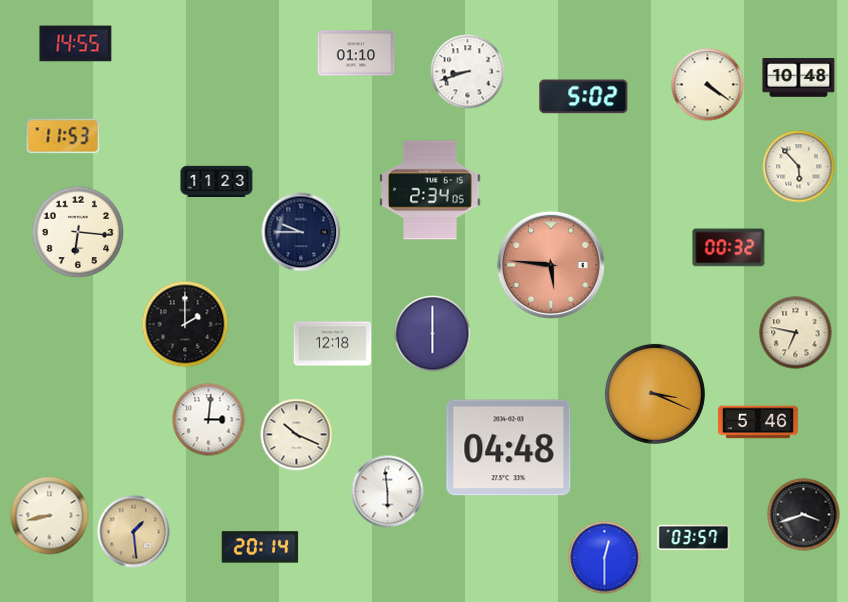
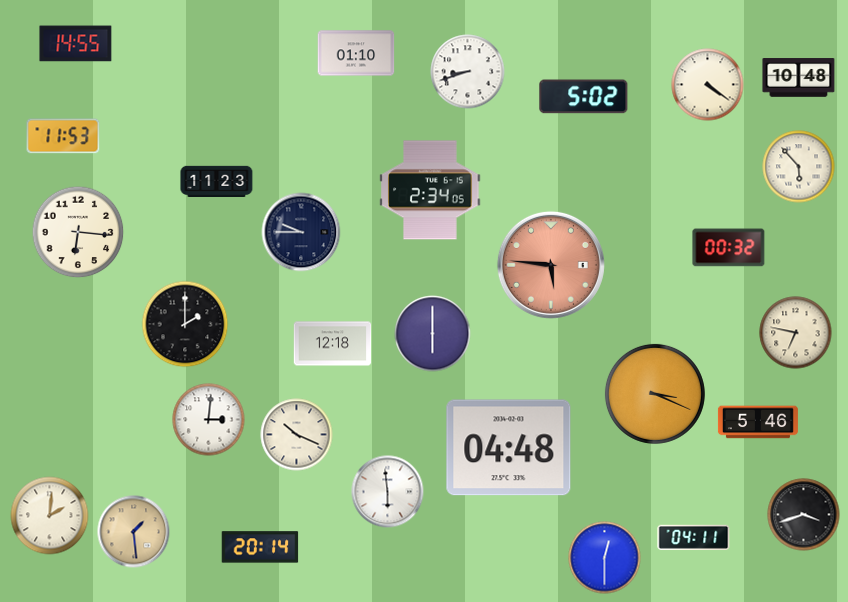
clock at (50, 516): 8:43 -> 2:01
clock at (694, 537): 03:57 -> 04:11
